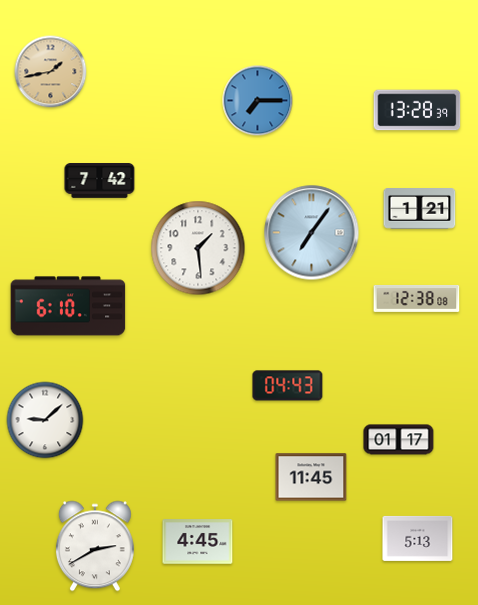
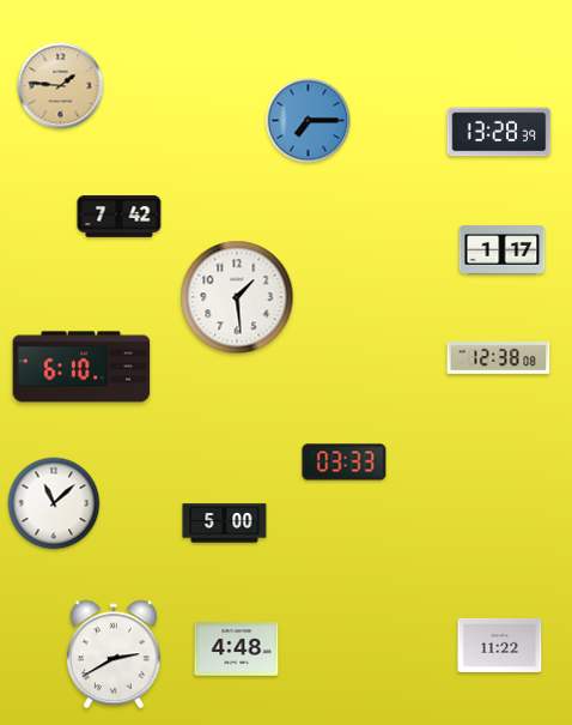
clock at (51, 72): 1:43 -> 1:46
clock at (420, 209): 1:21 -> 1:17
clock at (312, 233): 7:06 -> none
clock at (288, 386): 04:43 -> 03:33
clock at (45, 420): 9:08 -> 11:08
clock at (225, 524): none -> 5:00
clock at (399, 440): 01:17 -> none
clock at (311, 477): 11:45 -> none
clock at (418, 538): 5:13 -> 11:22
clock at (198, 542): 4:45 -> 4:48
